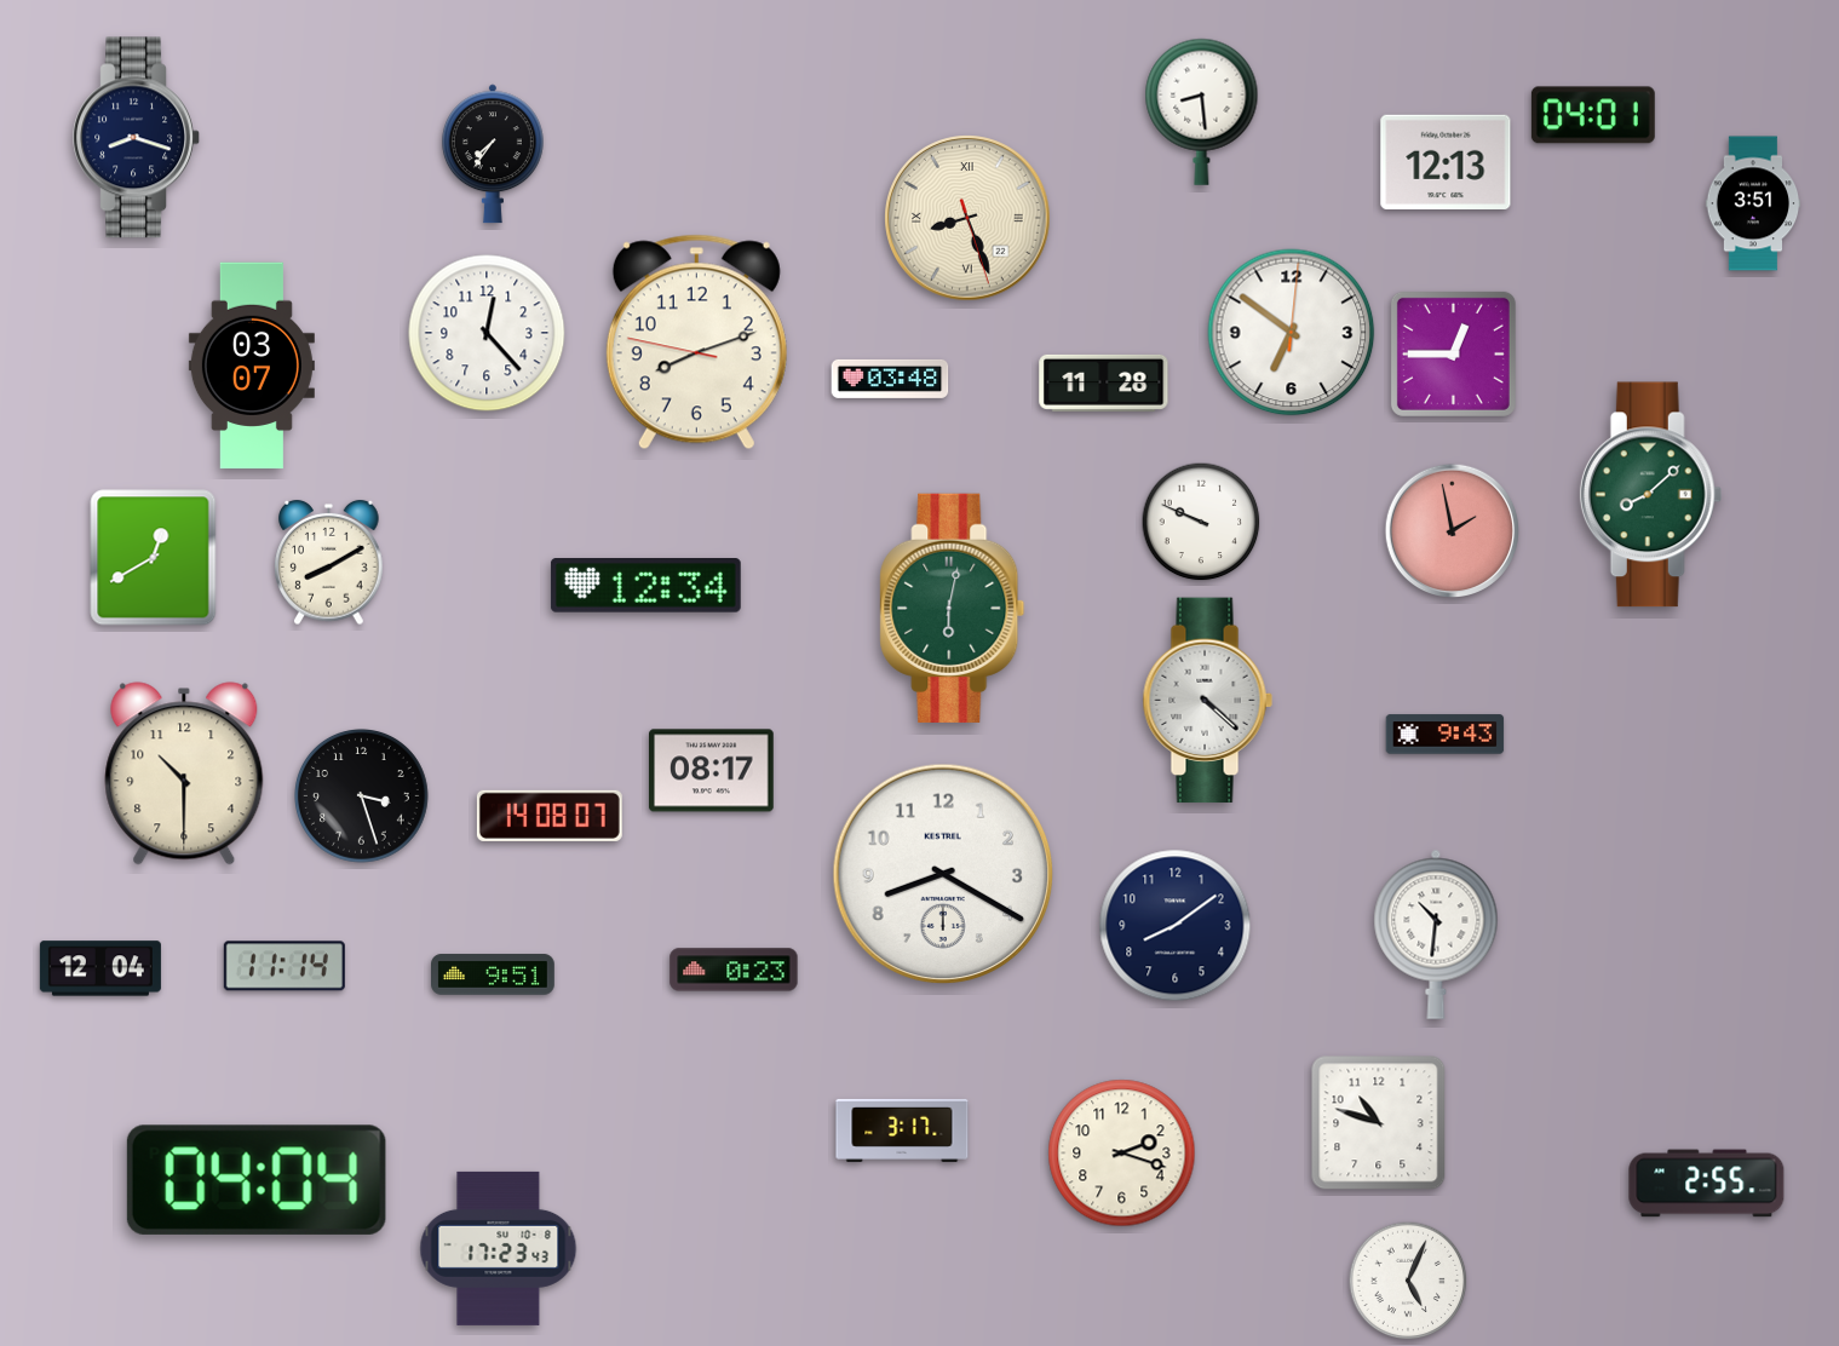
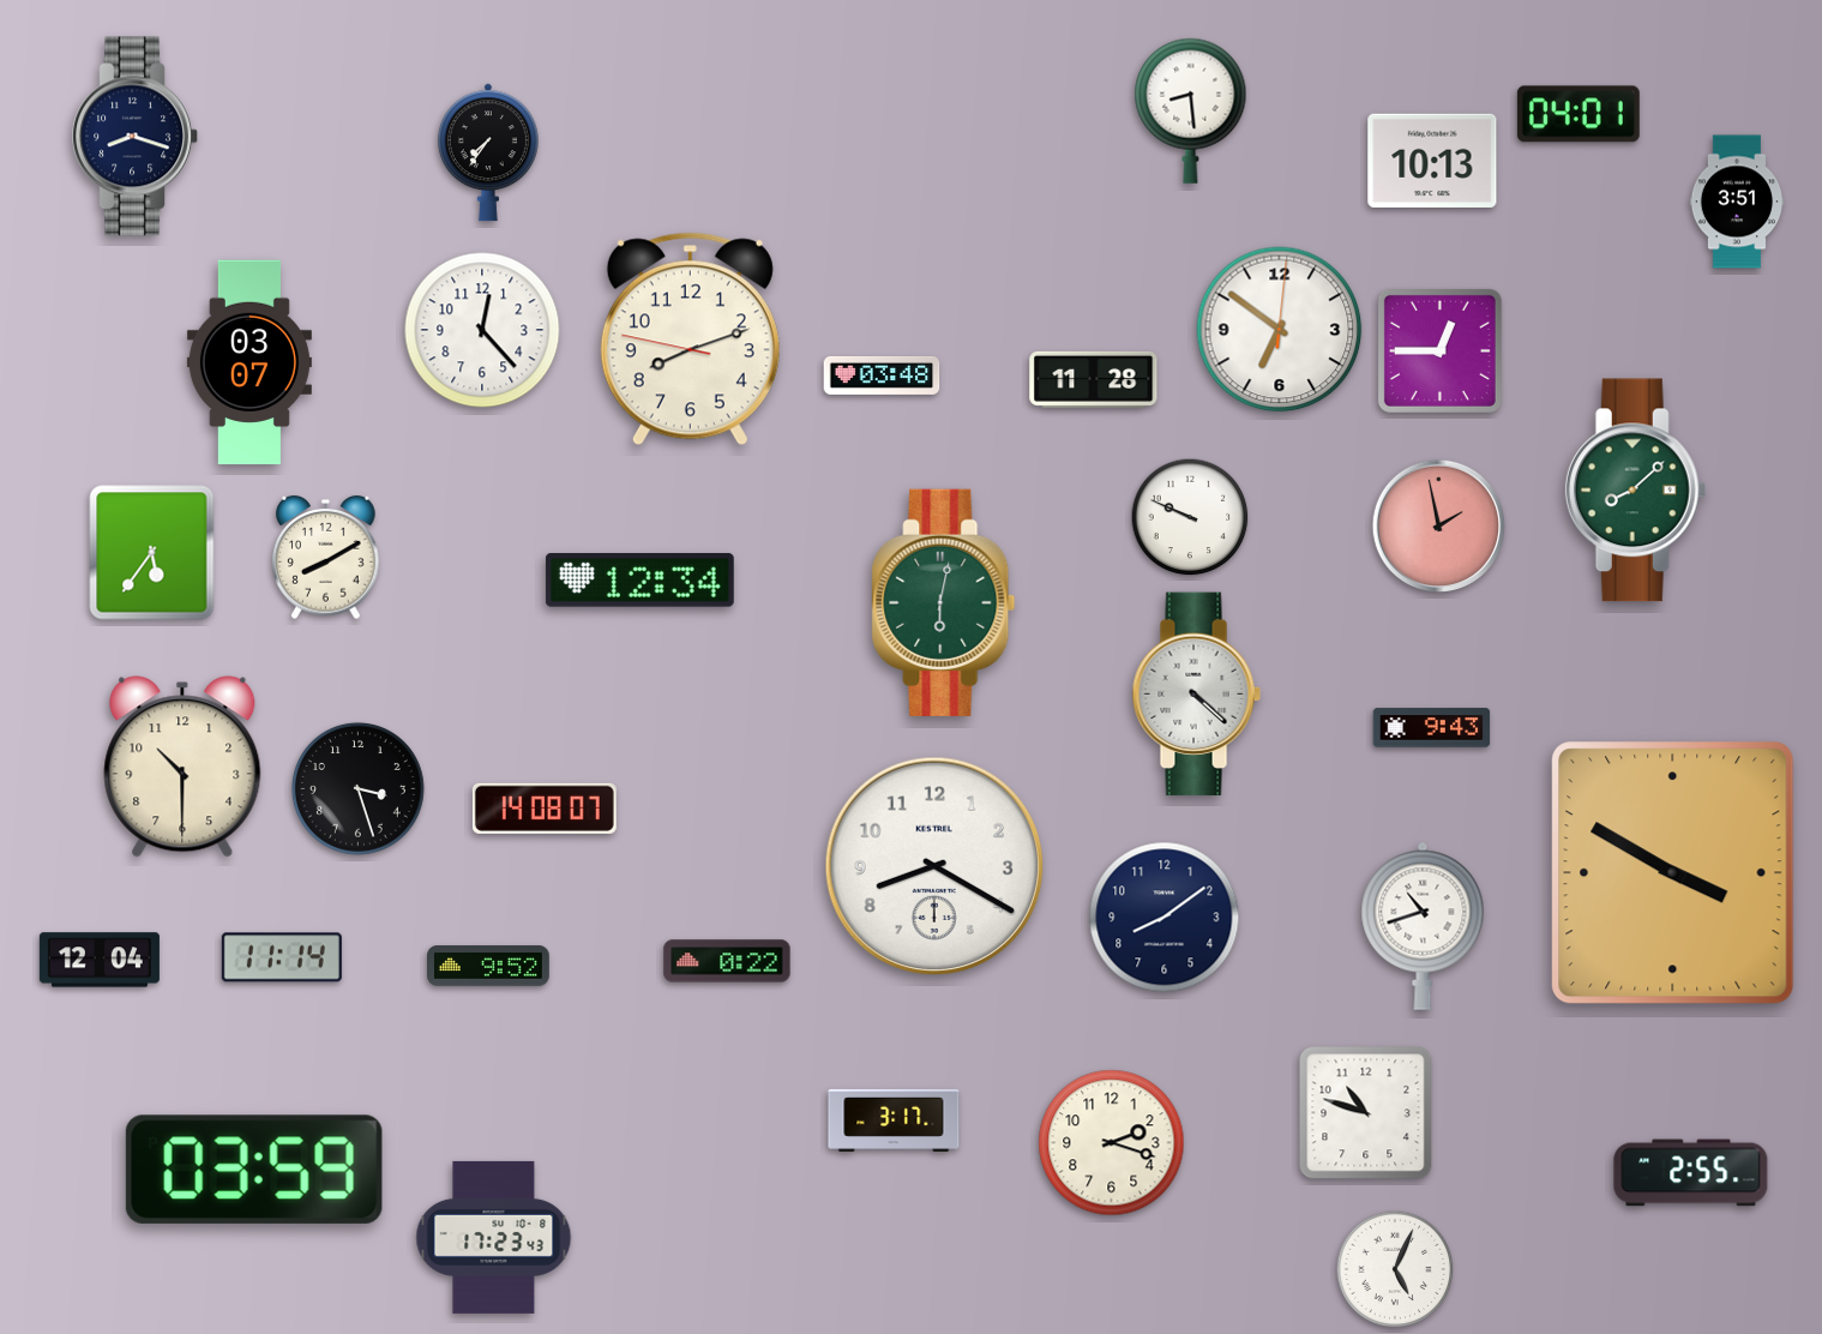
clock at (1446, 162): 12:13 -> 10:13
clock at (967, 218): 8:26 -> none
clock at (154, 558): 12:40 -> 5:36
clock at (712, 771): 08:17 -> none
clock at (1673, 873): none -> 3:50
clock at (1436, 934): 10:31 -> 10:42
clock at (734, 970): 0:23 -> 0:22
clock at (494, 974): 9:51 -> 9:52
clock at (257, 1180): 04:04 -> 03:59
